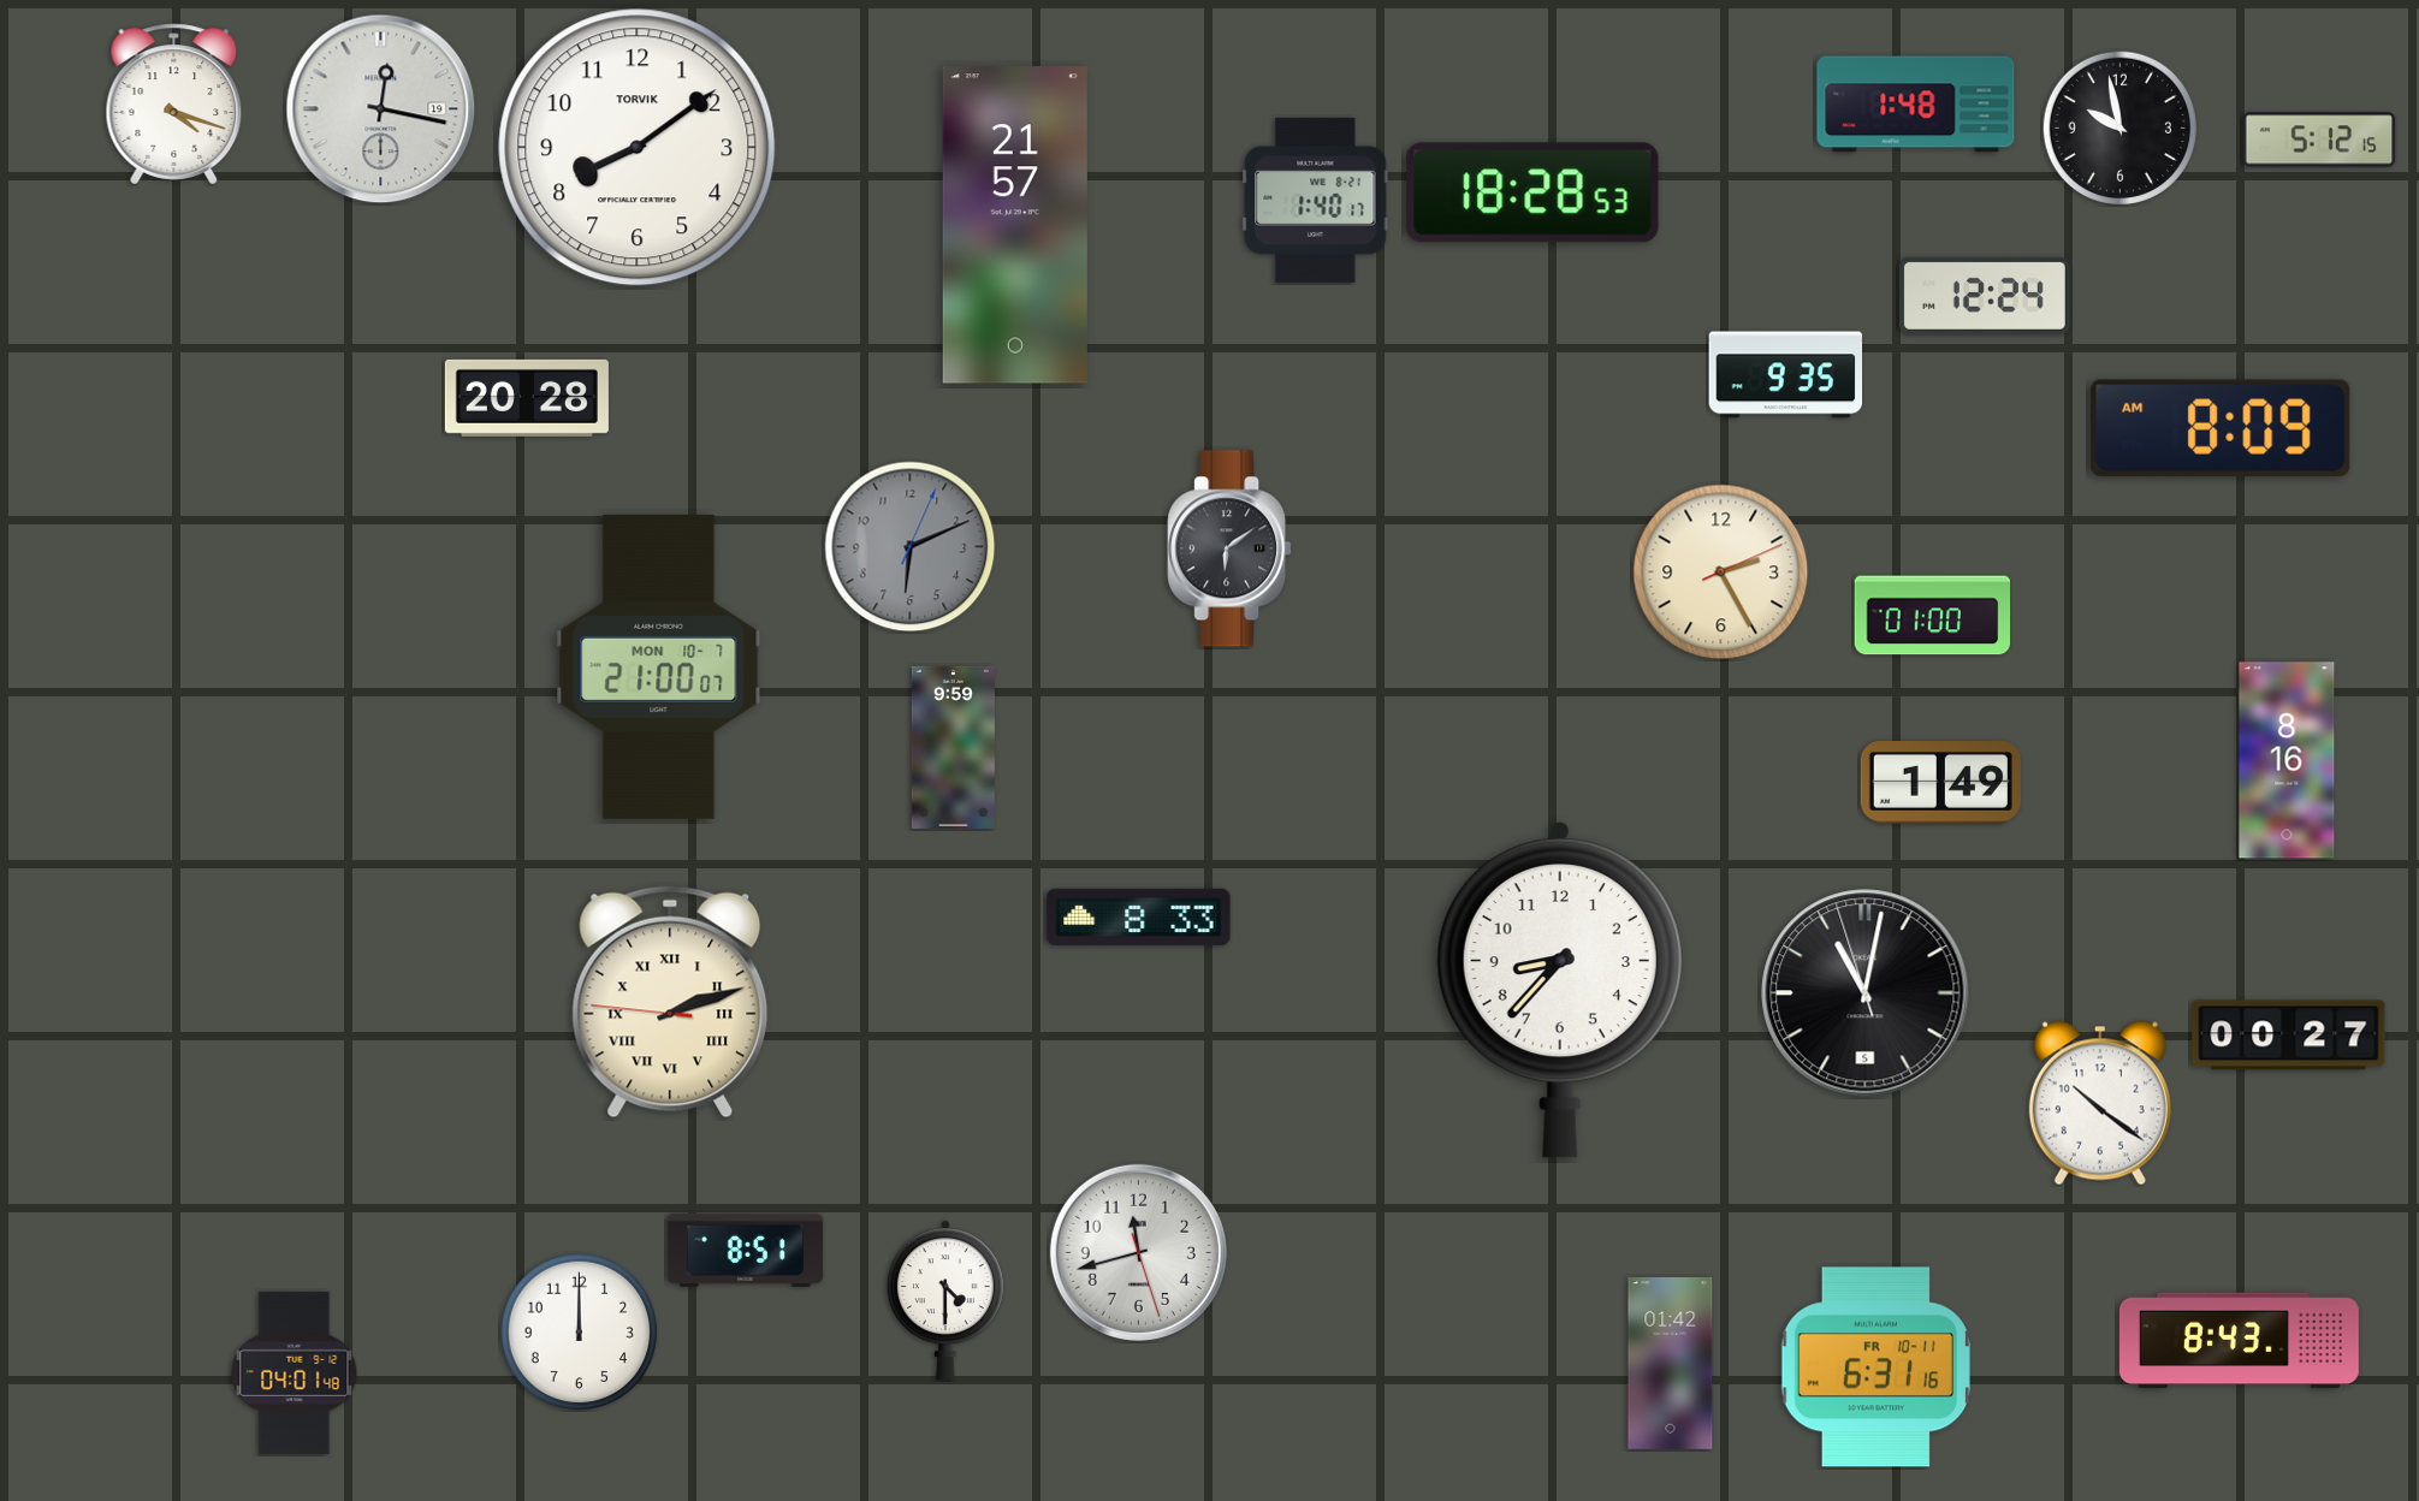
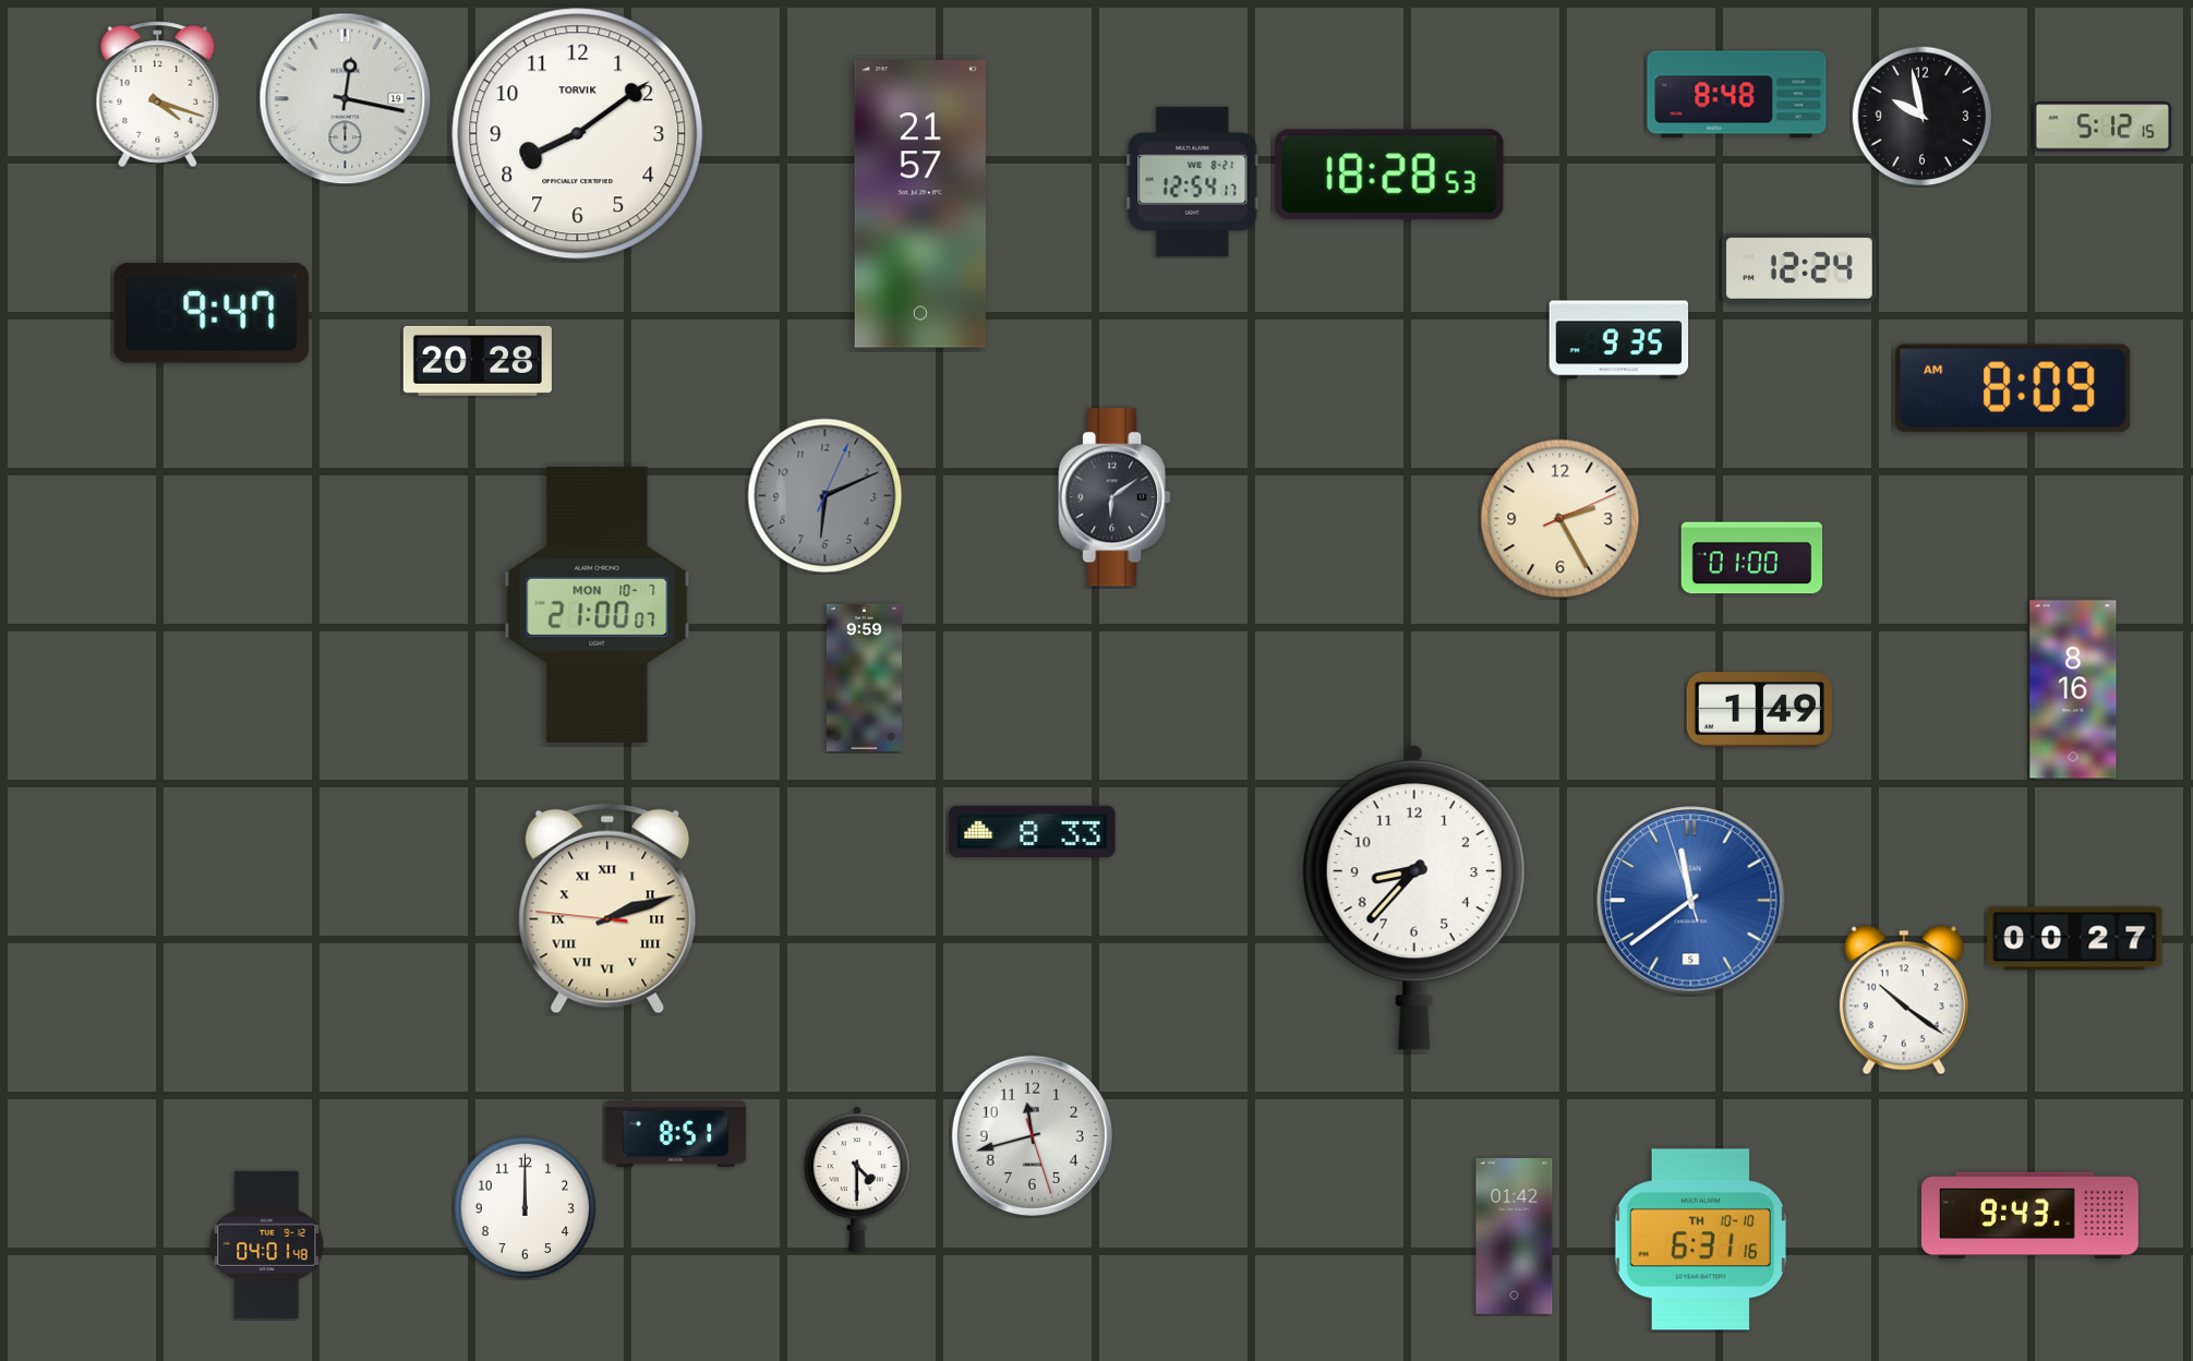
clock at (1916, 105): 1:48 -> 8:48
clock at (1316, 200): 1:40 -> 12:54
clock at (212, 313): none -> 9:47
clock at (1866, 993): 11:01 -> 11:38
clock at (1866, 993) dial: black -> blue
clock at (2239, 1341): 8:43 -> 9:43
clock at (1875, 1367) date: FR 10-11 -> TH 10-10
